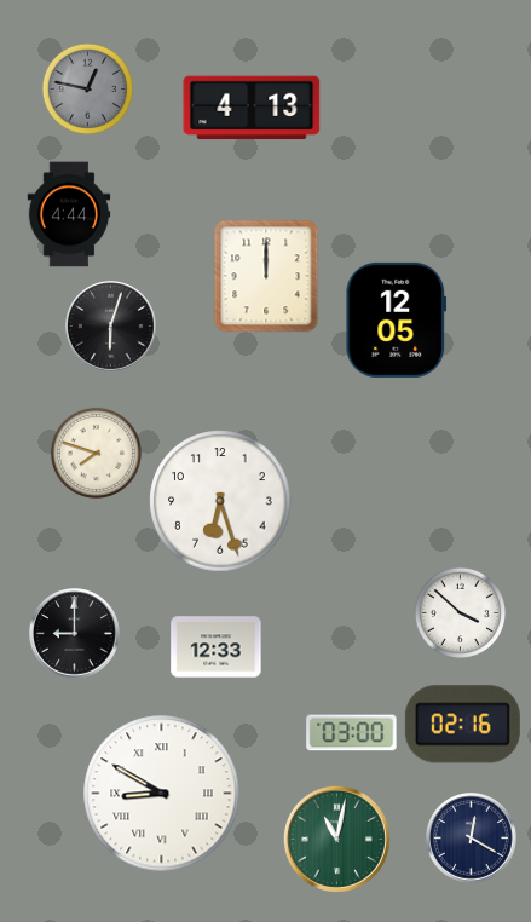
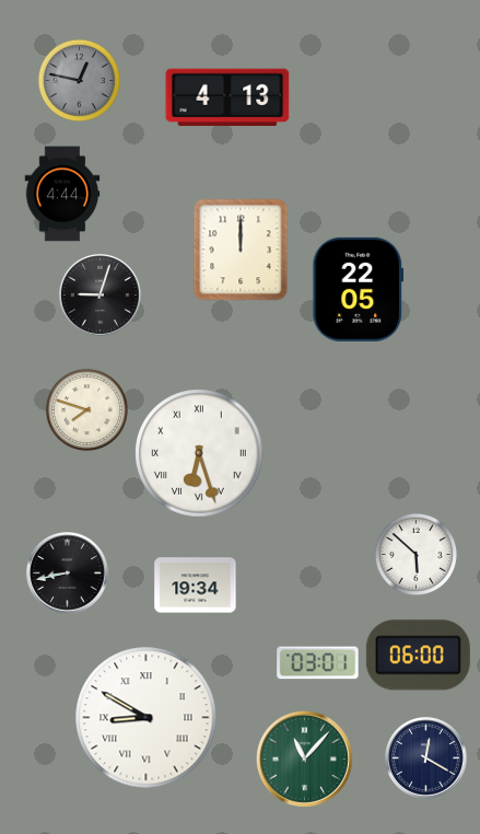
clock at (397, 319): 12:05 -> 22:05
clock at (111, 327): 6:03 -> 9:03
clock at (220, 501) numerals: Arabic -> Roman
clock at (460, 612): 3:52 -> 5:52
clock at (75, 634): 9:00 -> 8:43
clock at (217, 647): 12:33 -> 19:34
clock at (462, 725): 02:16 -> 06:00
clock at (352, 733): 03:00 -> 03:01
clock at (336, 839): 11:02 -> 11:07
